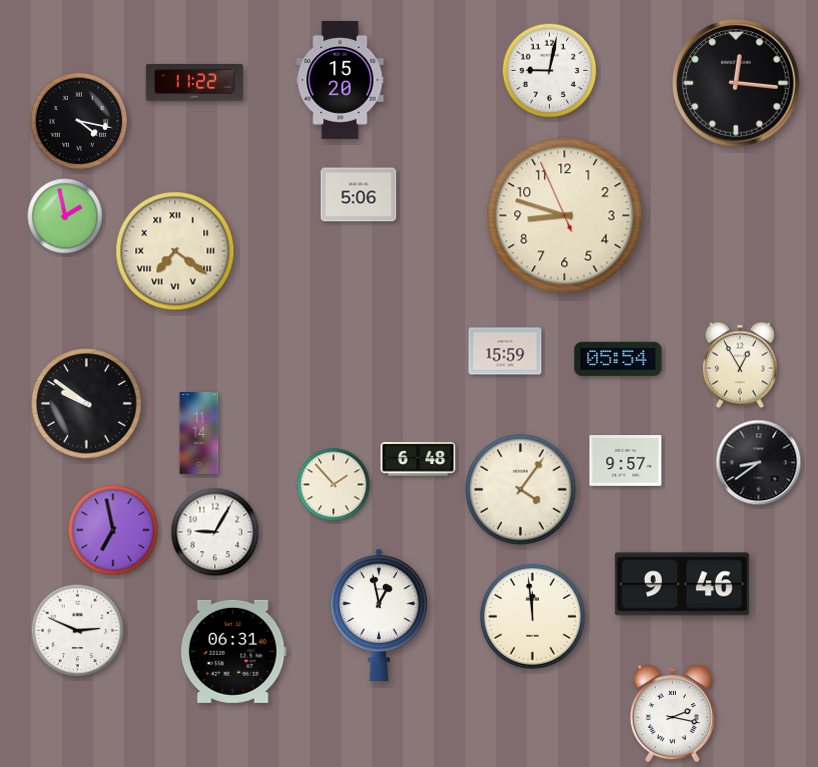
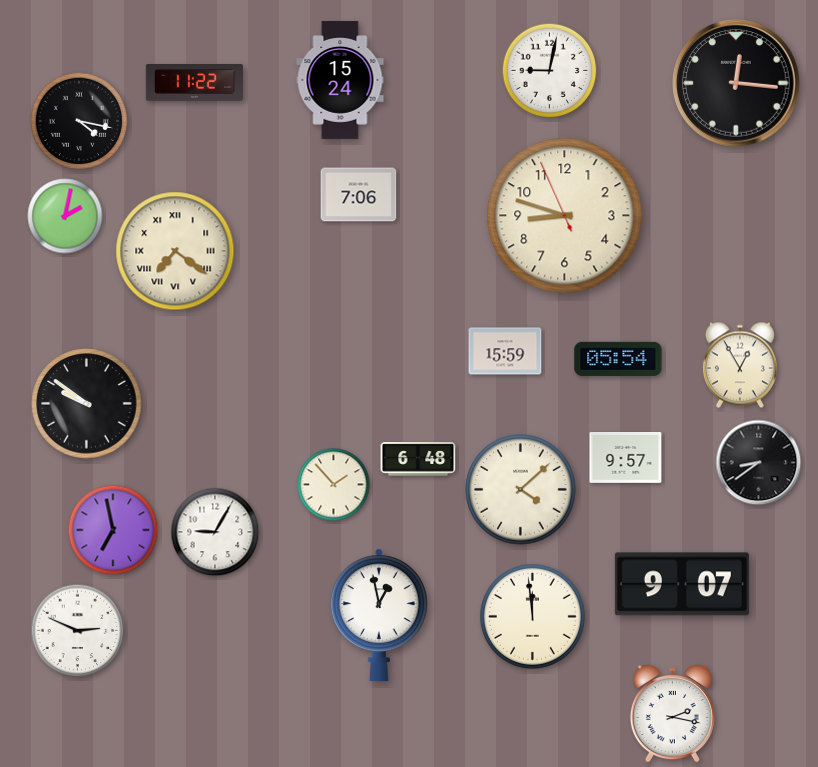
clock at (340, 81): 15:20 -> 15:24
clock at (359, 195): 5:06 -> 7:06
clock at (65, 216): 1:58 -> 2:02
clock at (199, 434): 11:14 -> none
clock at (626, 461) position: (626, 461) -> (626, 458)
clock at (521, 490): 4:06 -> 4:08
clock at (682, 584): 9:46 -> 9:07
clock at (233, 651): 06:31 -> none
